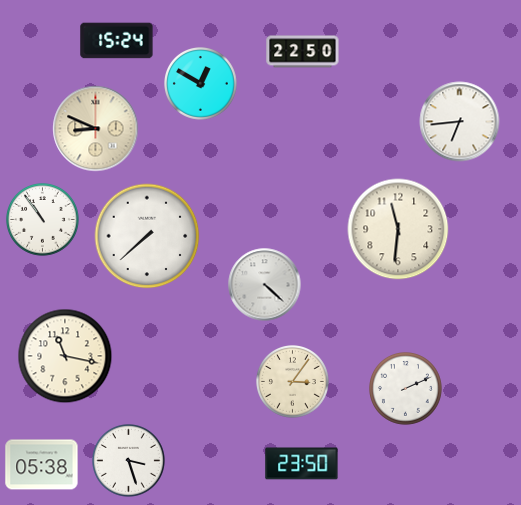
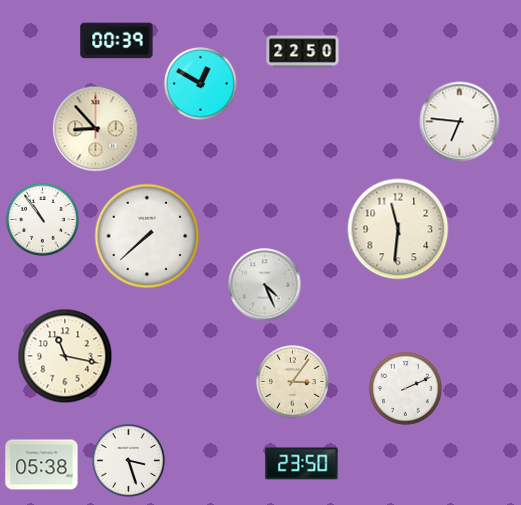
clock at (117, 41): 15:24 -> 00:39
clock at (460, 122): 6:44 -> 6:46
clock at (96, 129): 8:49 -> 8:53
clock at (265, 285): 4:22 -> 4:26
